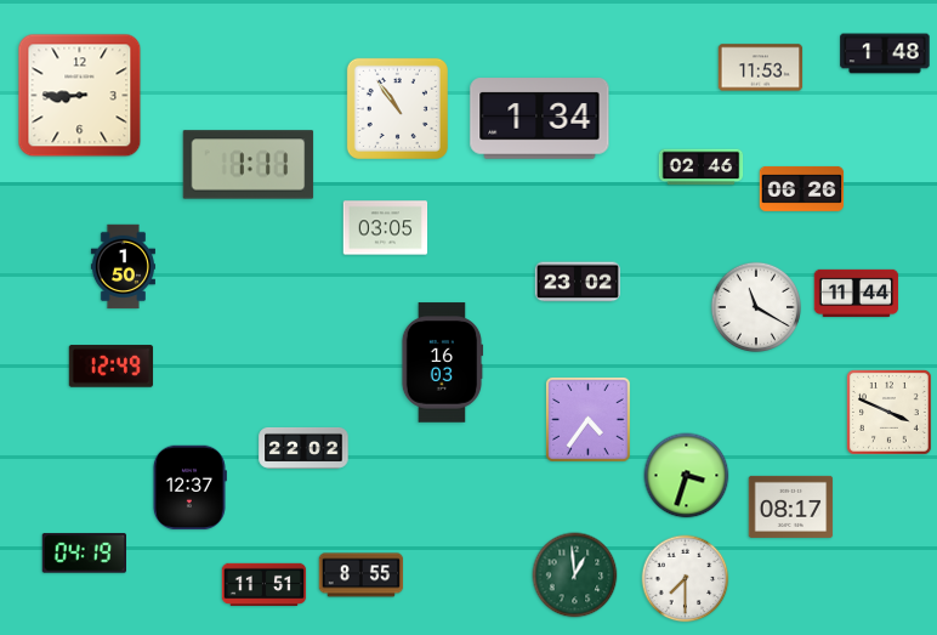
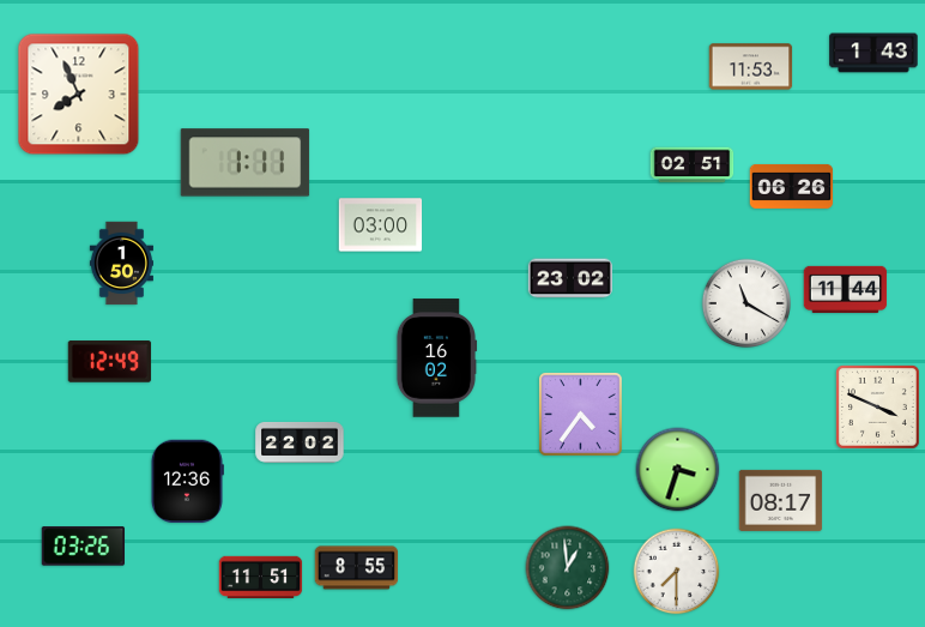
clock at (885, 53): 1:48 -> 1:43
clock at (80, 96): 8:45 -> 7:56
clock at (397, 108): 10:54 -> none
clock at (540, 119): 1:34 -> none
clock at (702, 168): 02:46 -> 02:51
clock at (386, 228): 03:05 -> 03:00
clock at (442, 363): 16:03 -> 16:02
clock at (189, 488): 12:37 -> 12:36
clock at (84, 554): 04:19 -> 03:26
